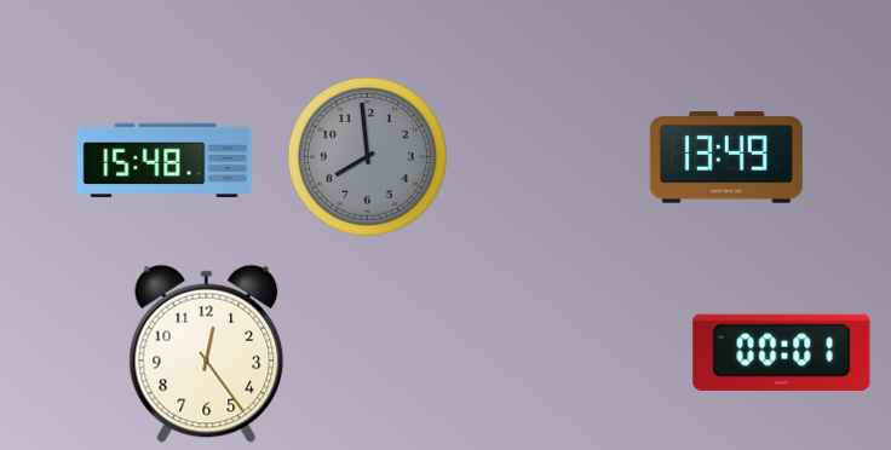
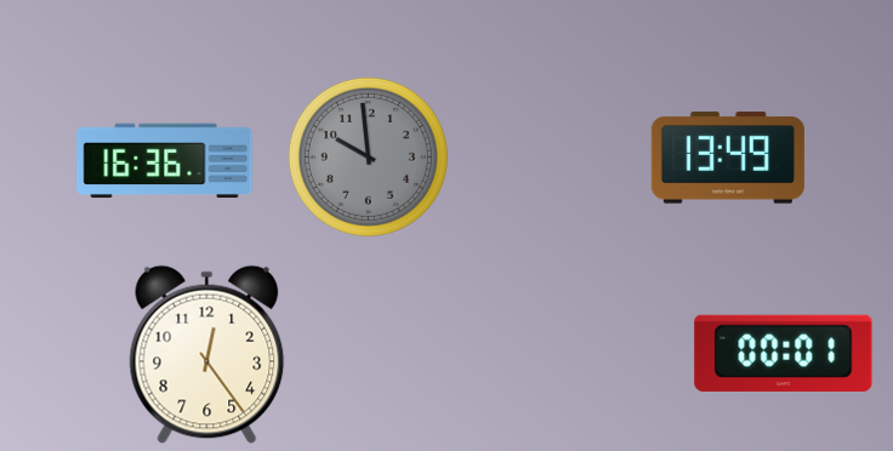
clock at (367, 156): 7:59 -> 9:59
clock at (165, 161): 15:48 -> 16:36
